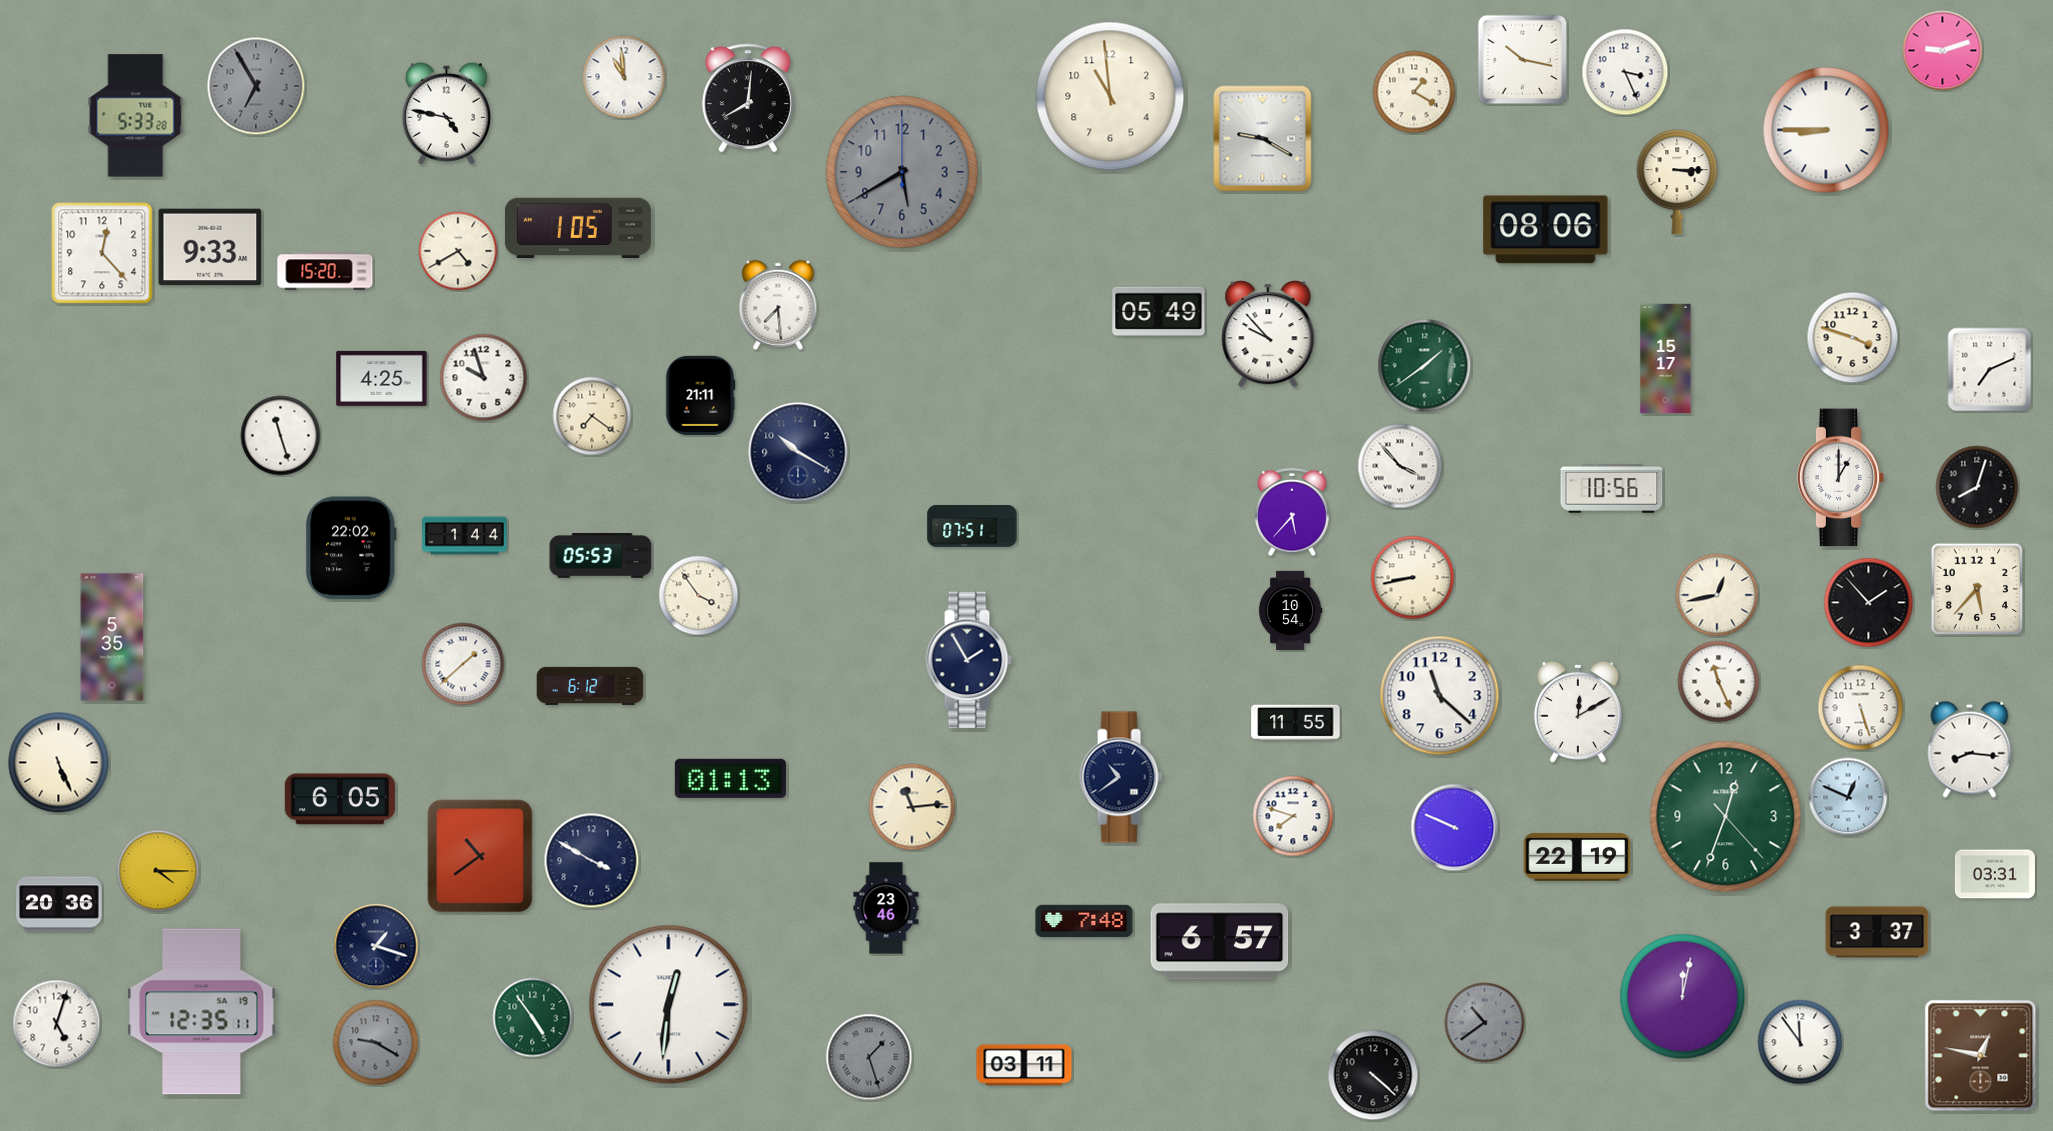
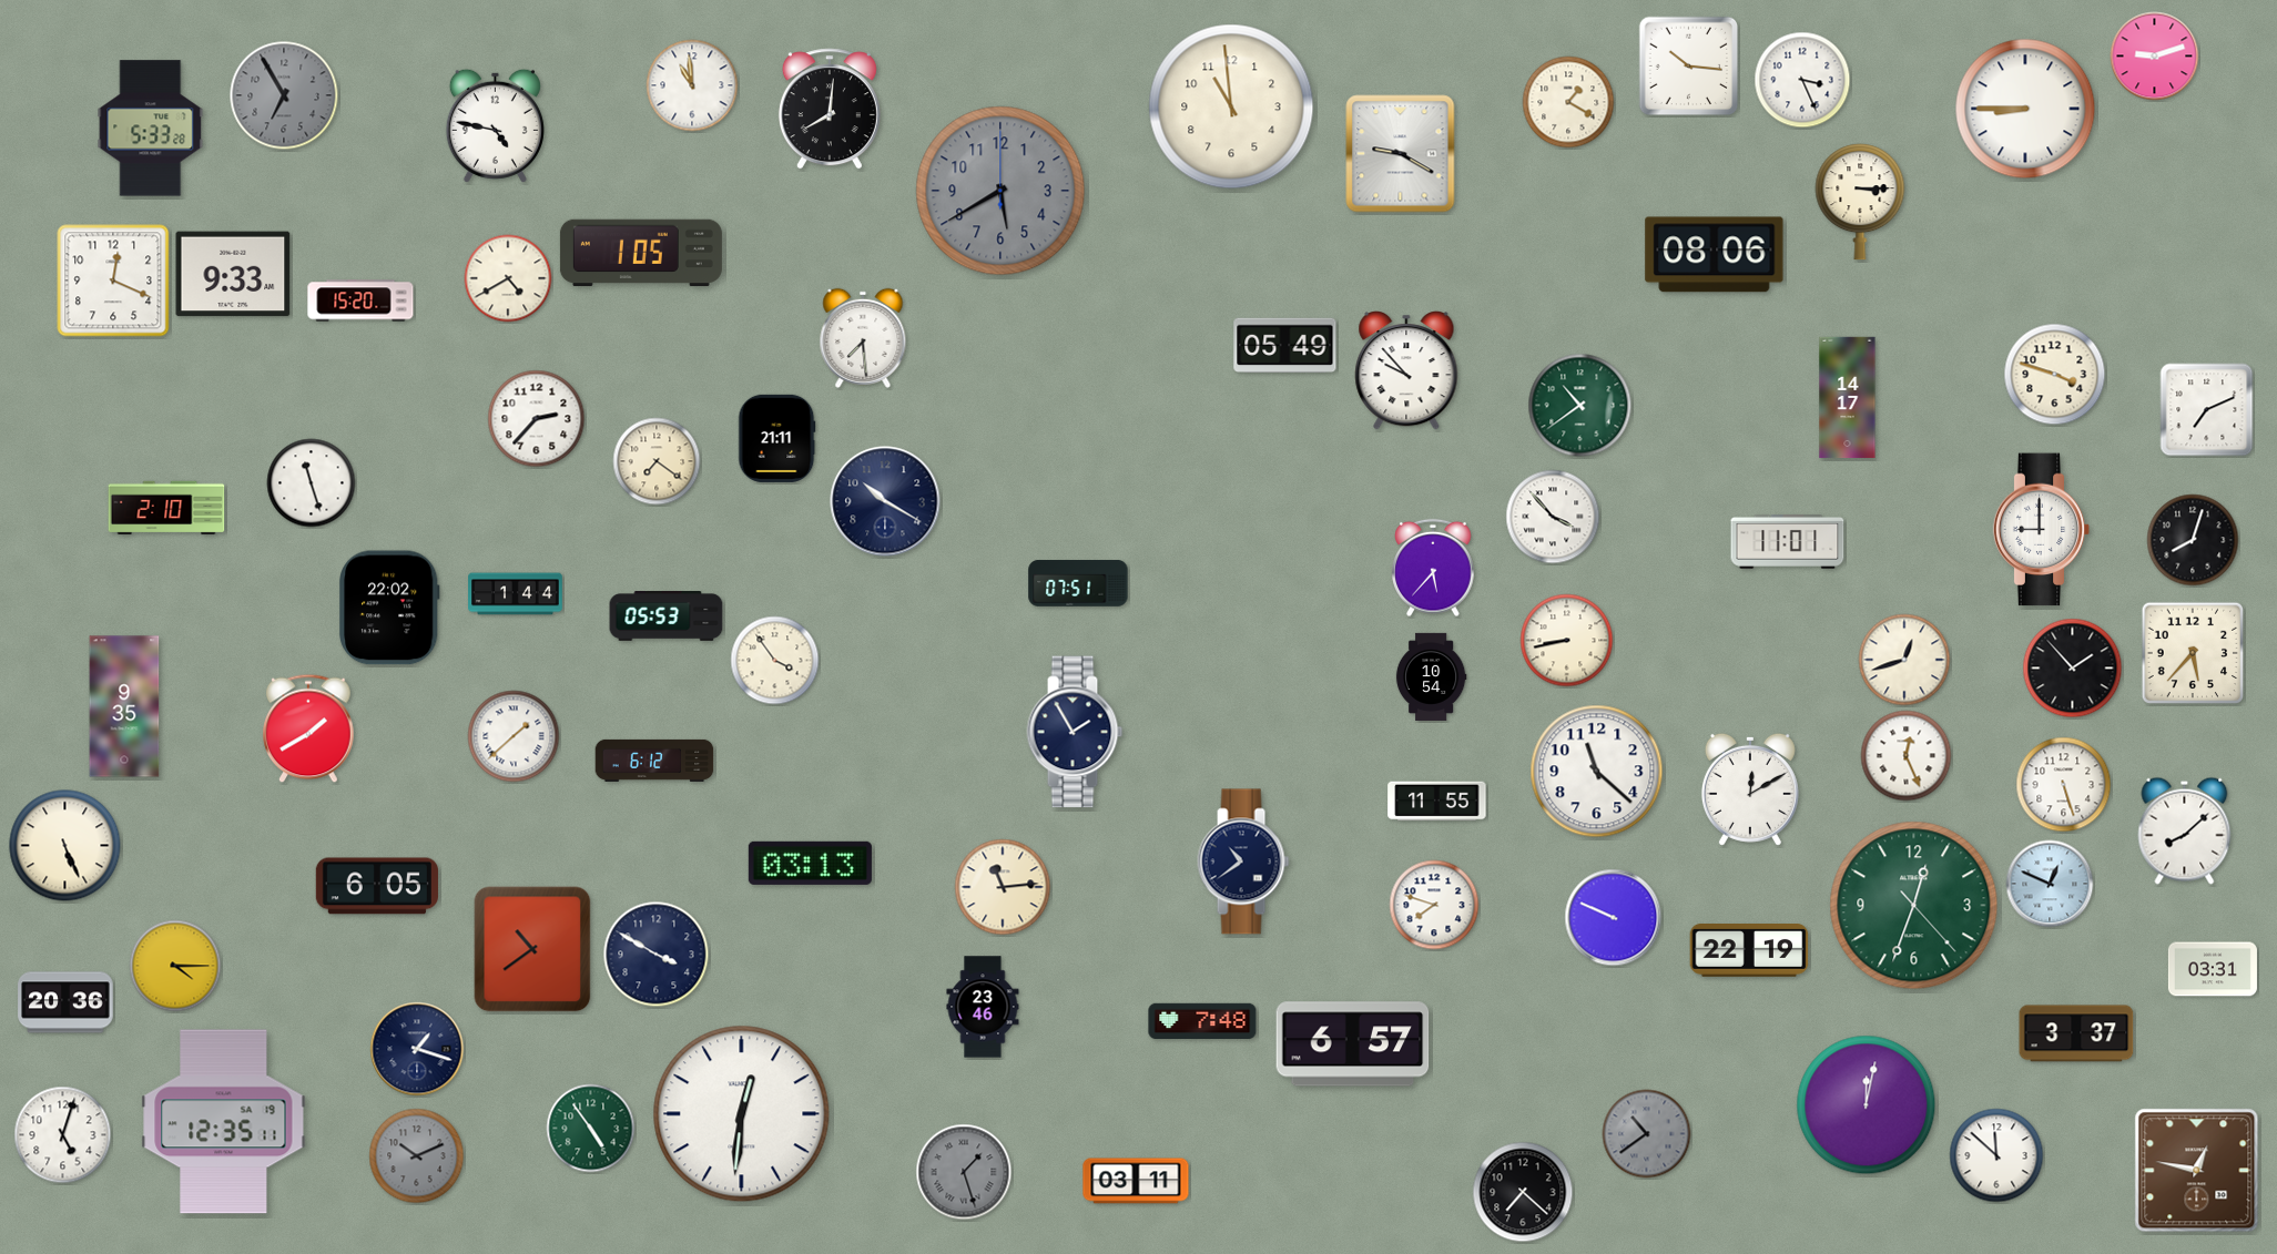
clock at (1523, 60): 10:17 -> 10:16
clock at (1826, 130) position: (1826, 130) -> (2025, 109)
clock at (102, 253): 12:23 -> 12:19
clock at (1666, 359): 15:17 -> 14:17
clock at (1425, 366): 1:39 -> 10:39
clock at (382, 378): 4:25 -> none
clock at (484, 378): 9:57 -> 2:37
clock at (166, 508): none -> 2:10
clock at (1841, 478): 1:00 -> 9:00
clock at (1612, 489): 10:56 -> 11:01
clock at (1717, 595): 12:43 -> 12:42
clock at (112, 637): 5:35 -> 9:35
clock at (308, 728): none -> 1:40
clock at (1719, 682): 11:26 -> 12:26
clock at (1970, 749): 8:16 -> 8:08
clock at (730, 778): 01:13 -> 03:13
clock at (912, 807) position: (912, 807) -> (1003, 887)
clock at (1877, 932) position: (1877, 932) -> (2076, 1033)
clock at (1800, 1042): 11:54 -> 11:52
clock at (376, 1043): 9:20 -> 10:11
clock at (1373, 1075): 4:22 -> 7:22
